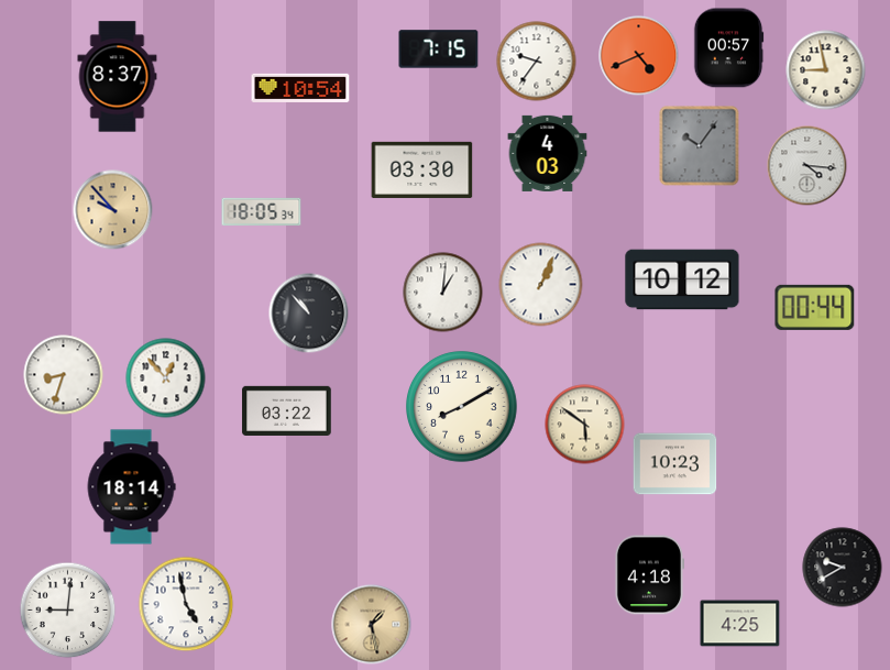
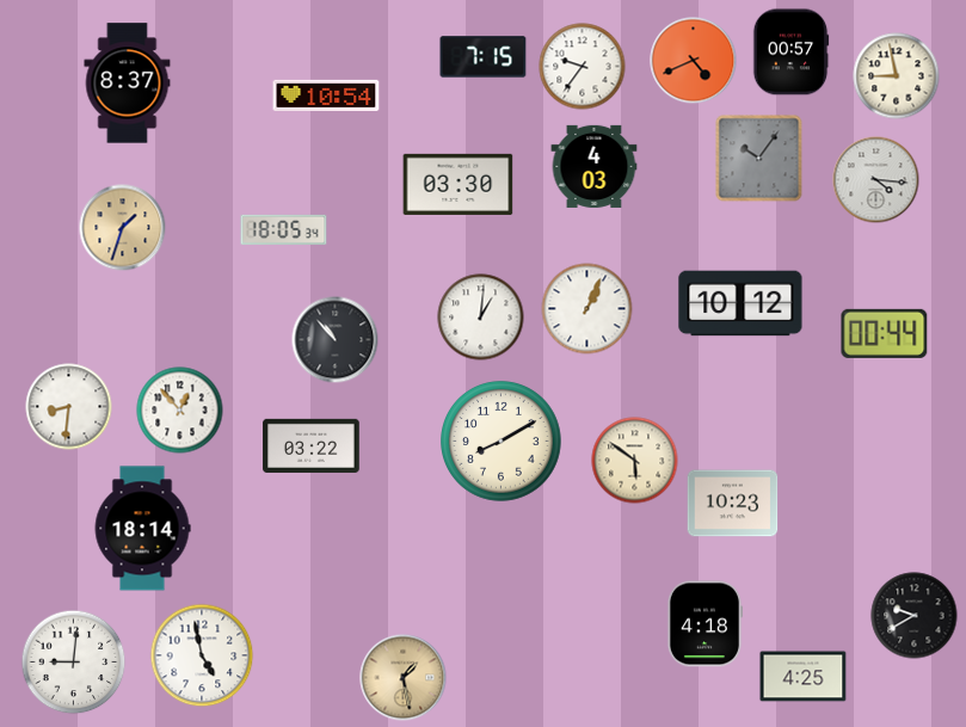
clock at (439, 50) position: (439, 50) -> (484, 57)
clock at (113, 210): 9:53 -> 1:33
clock at (64, 375): 8:33 -> 8:31
